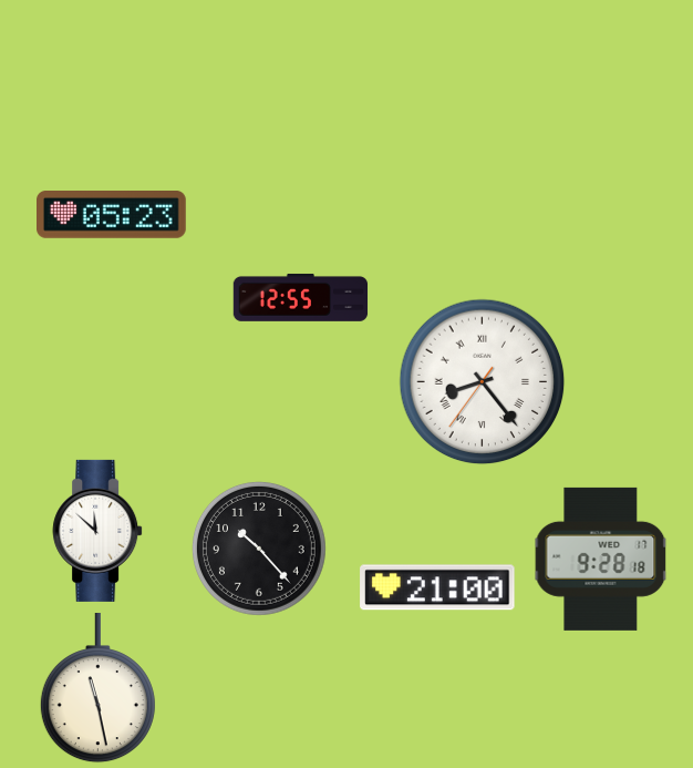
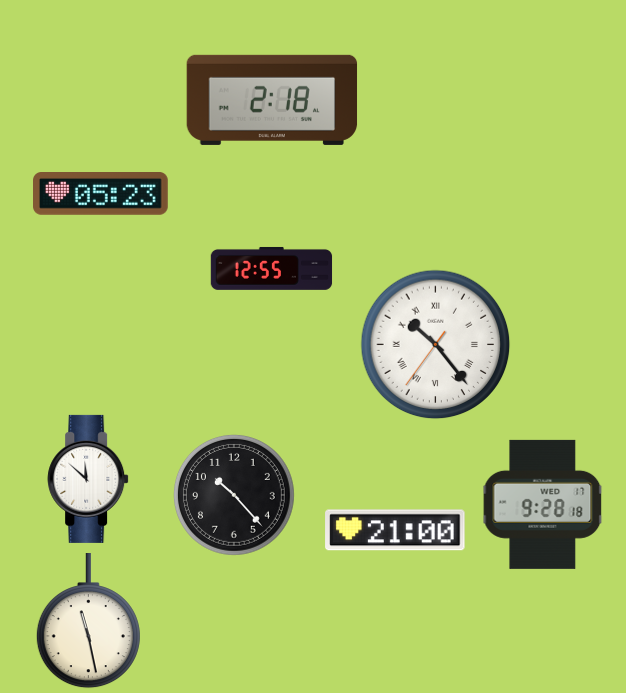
clock at (272, 100): none -> 2:18
clock at (483, 382): 8:23 -> 10:23
